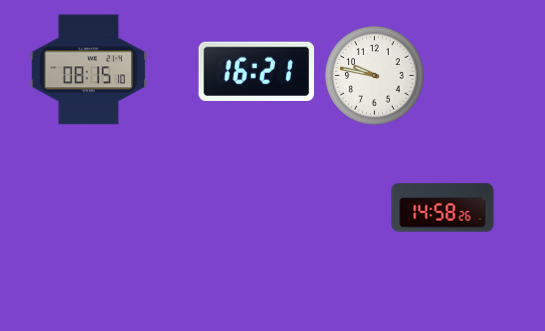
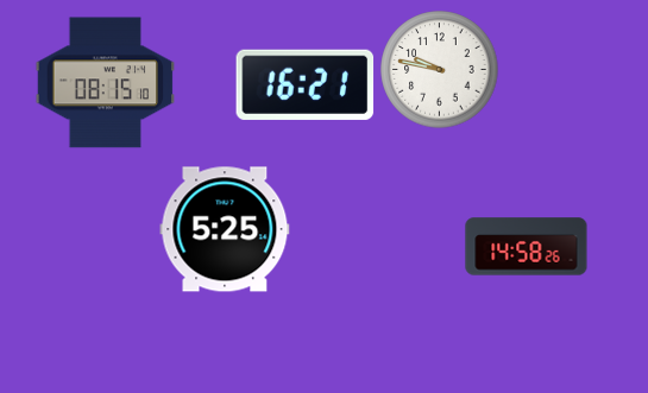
clock at (375, 76) position: (375, 76) -> (440, 70)
clock at (225, 229): none -> 5:25
